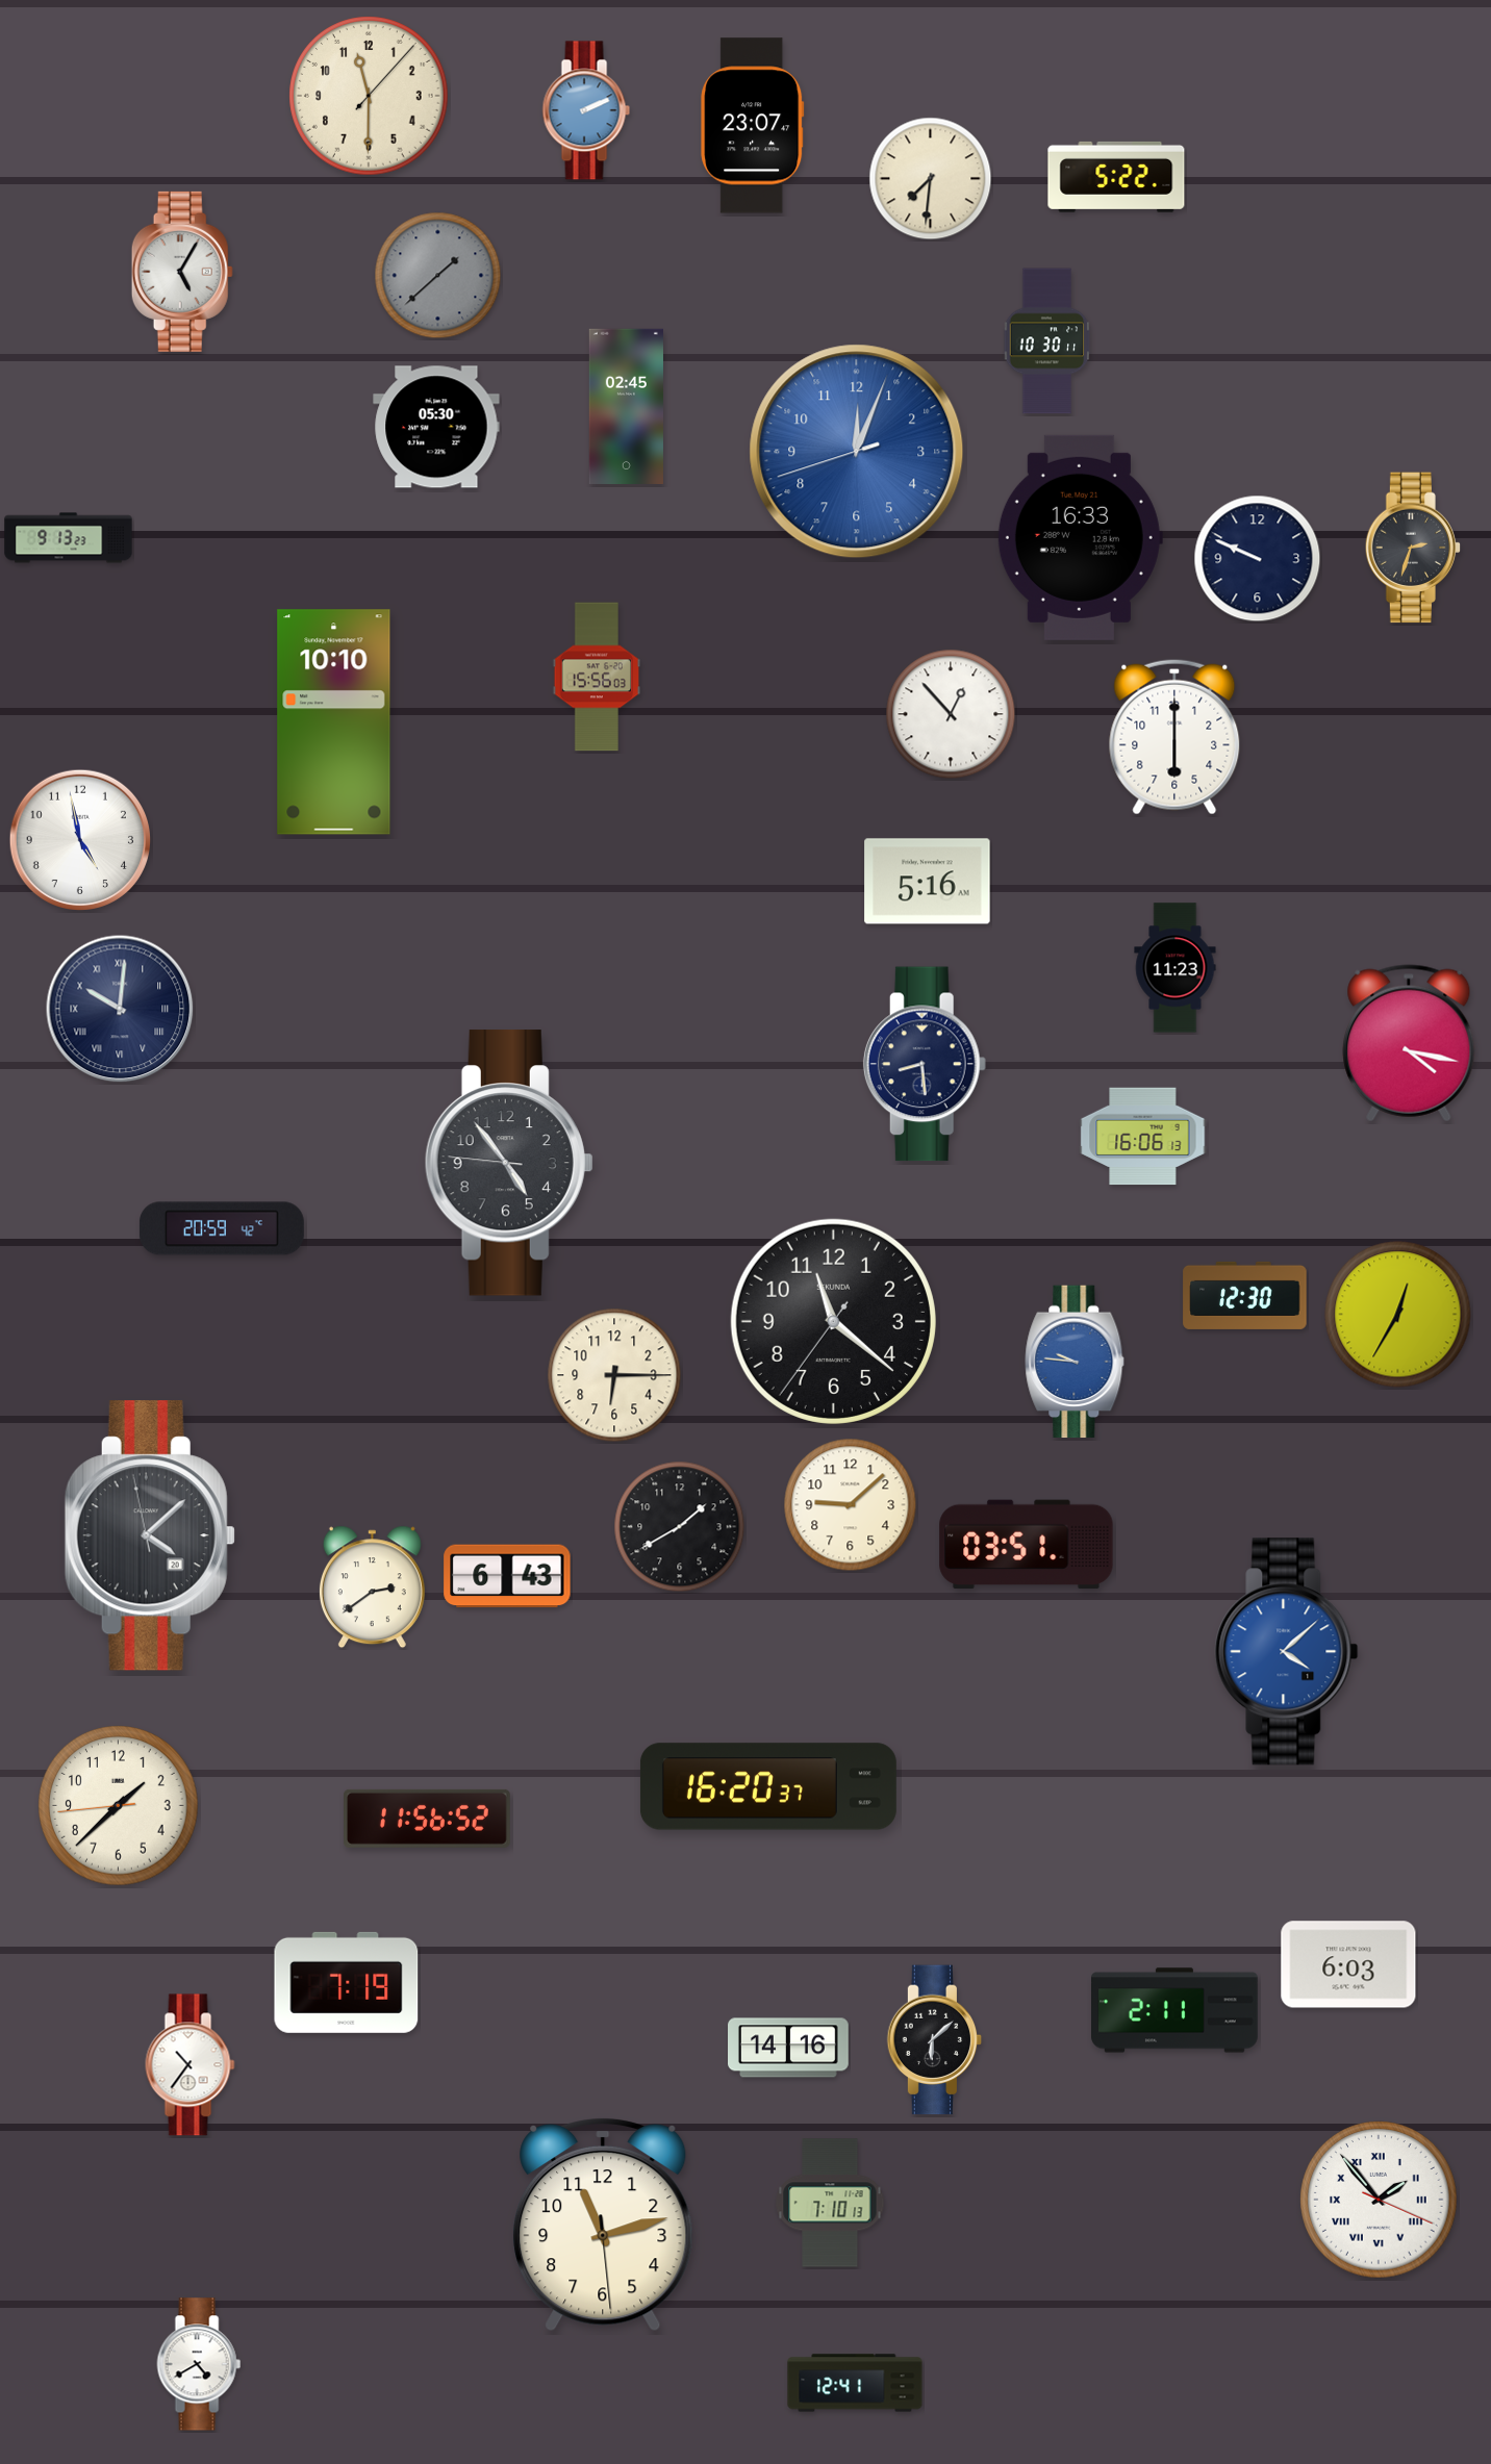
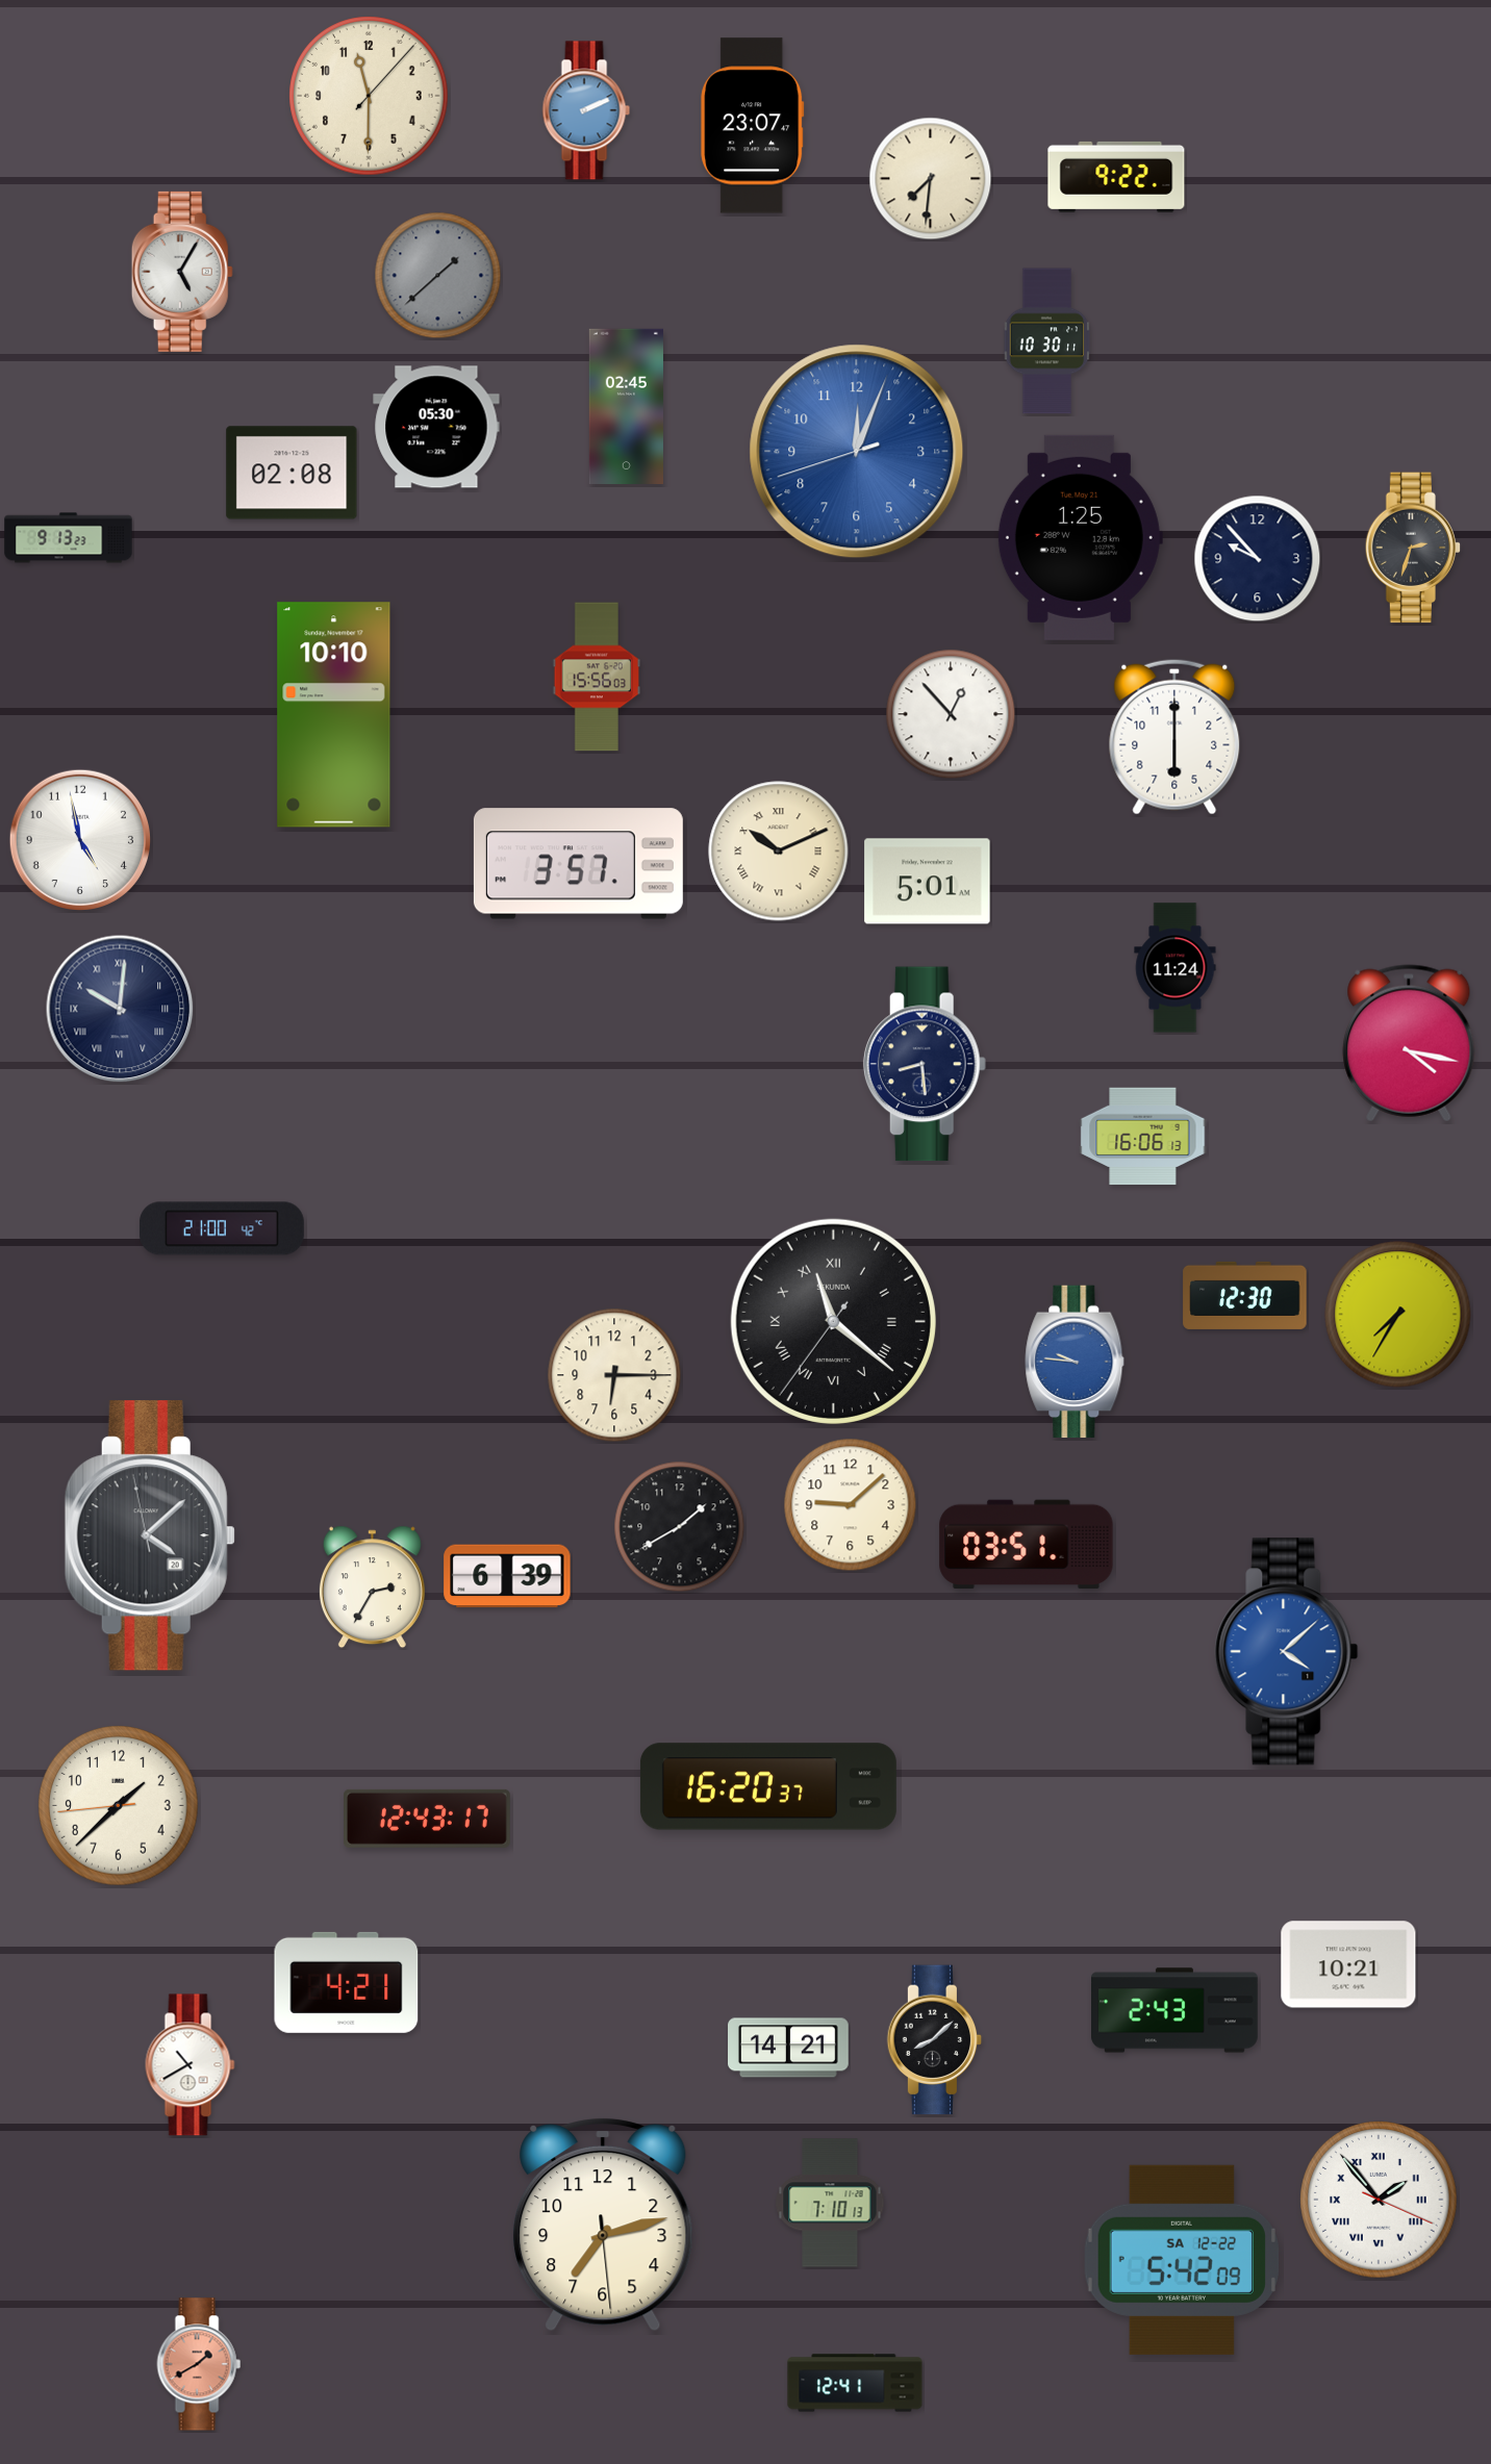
clock at (1116, 177): 5:22 -> 9:22
clock at (292, 473): none -> 02:08
clock at (1080, 537): 16:33 -> 1:25
clock at (1258, 559): 9:49 -> 9:53
clock at (334, 722) position: (334, 722) -> (334, 715)
clock at (779, 852): none -> 10:11
clock at (578, 864): none -> 3:57
clock at (928, 882): 5:16 -> 5:01
clock at (1176, 968): 11:23 -> 11:24
clock at (509, 1163): 4:53 -> none
clock at (222, 1228): 20:59 -> 21:00
clock at (1398, 1315): 12:35 -> 7:35
clock at (833, 1321) numerals: Arabic -> Roman
clock at (507, 1576): 6:43 -> 6:39
clock at (372, 1587): 2:39 -> 2:35
clock at (428, 1819): 11:56 -> 12:43
clock at (1348, 1964): 6:03 -> 10:21
clock at (347, 1982): 7:19 -> 4:21
clock at (1176, 2010): 2:11 -> 2:43
clock at (935, 2040): 6:08 -> 8:08
clock at (789, 2048): 14:16 -> 14:21
clock at (191, 2065): 10:36 -> 10:40
clock at (603, 2226): 11:12 -> 7:12
clock at (1182, 2260): none -> 5:42
clock at (199, 2364): 4:40 -> 1:40
clock at (199, 2364) dial: white -> salmon
